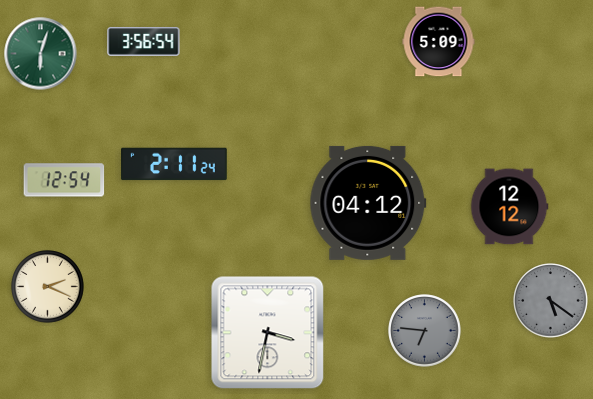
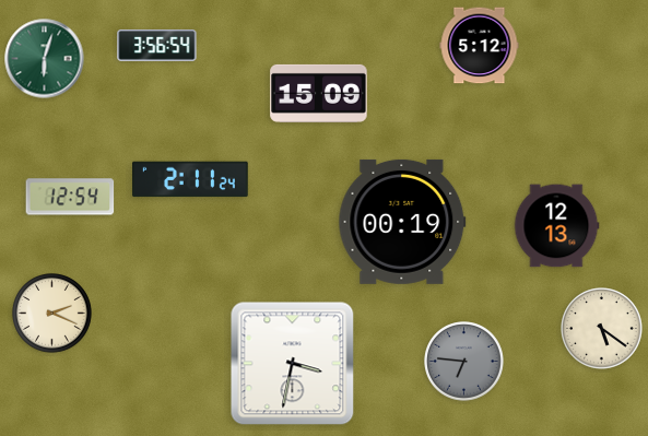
clock at (439, 42): 5:09 -> 5:12
clock at (319, 93): none -> 15:09
clock at (368, 203): 04:12 -> 00:19
clock at (509, 207): 12:12 -> 12:13
clock at (551, 301) dial: grey -> cream
